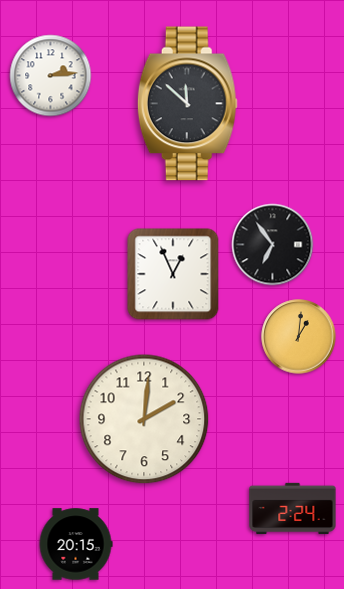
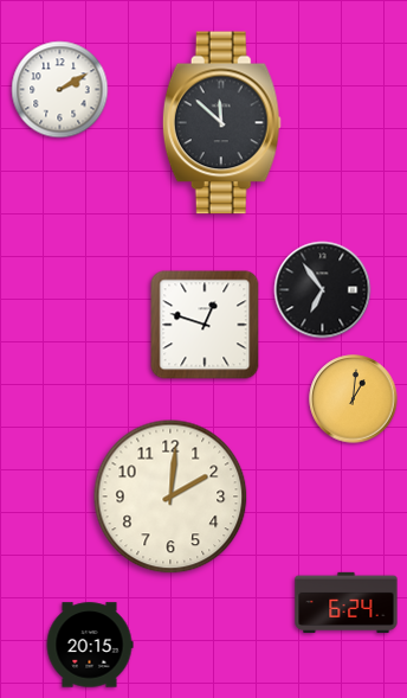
clock at (51, 76): 2:14 -> 2:10
clock at (173, 274): 12:56 -> 12:48
clock at (293, 509): 2:24 -> 6:24
